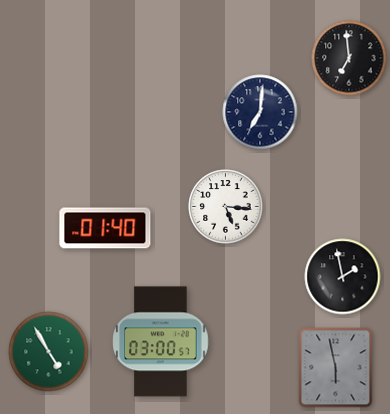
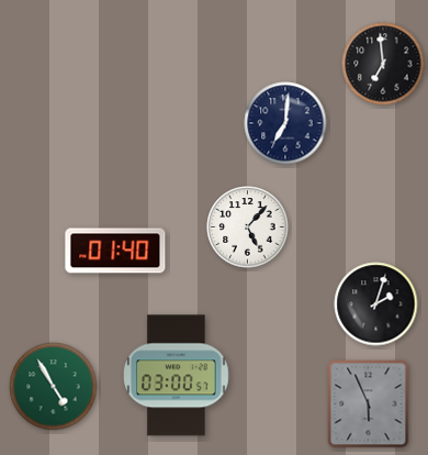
clock at (226, 207): 5:16 -> 5:07
clock at (343, 277): 1:58 -> 2:03
clock at (336, 368): 5:58 -> 5:56
